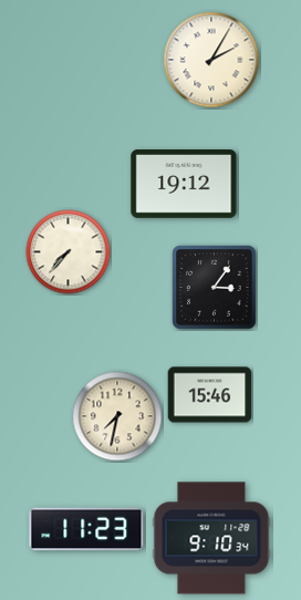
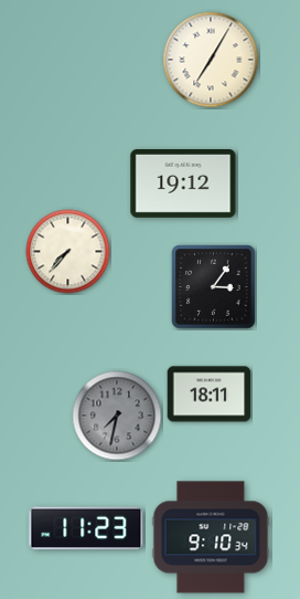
clock at (211, 60): 2:05 -> 7:05
clock at (210, 395): 15:46 -> 18:11
clock at (117, 416) dial: cream -> grey
